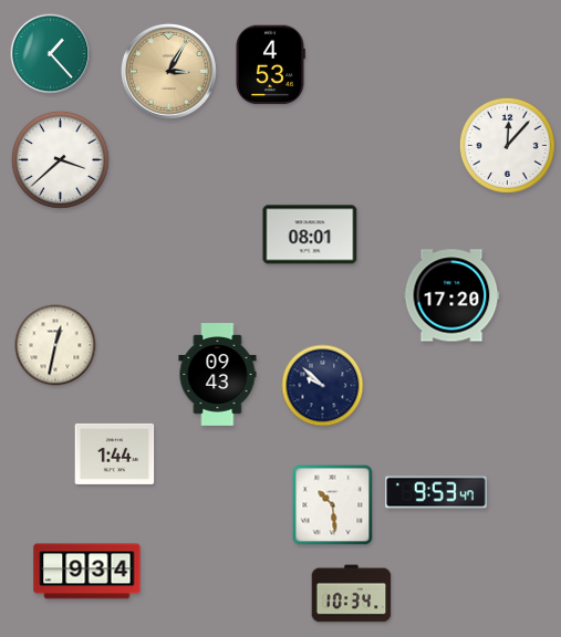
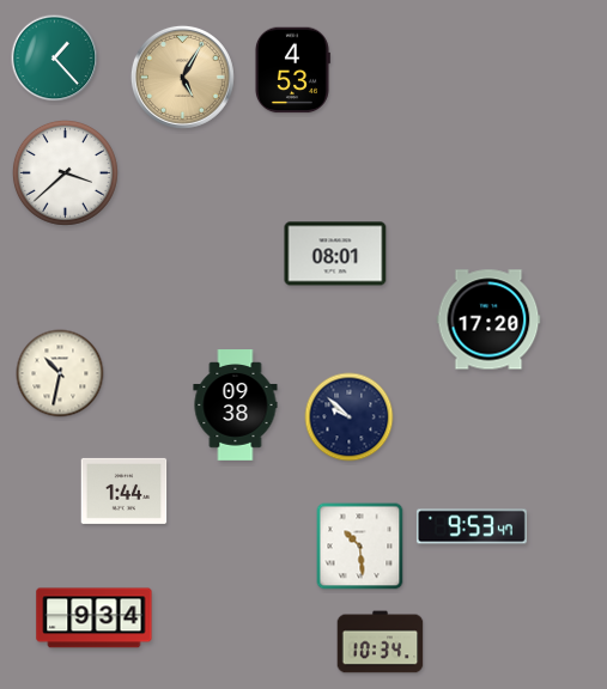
clock at (168, 71): 3:05 -> 5:05
clock at (507, 145): 12:07 -> none
clock at (55, 345): 12:32 -> 10:32
clock at (218, 375): 09:43 -> 09:38
clock at (436, 492) position: (436, 492) -> (472, 526)
